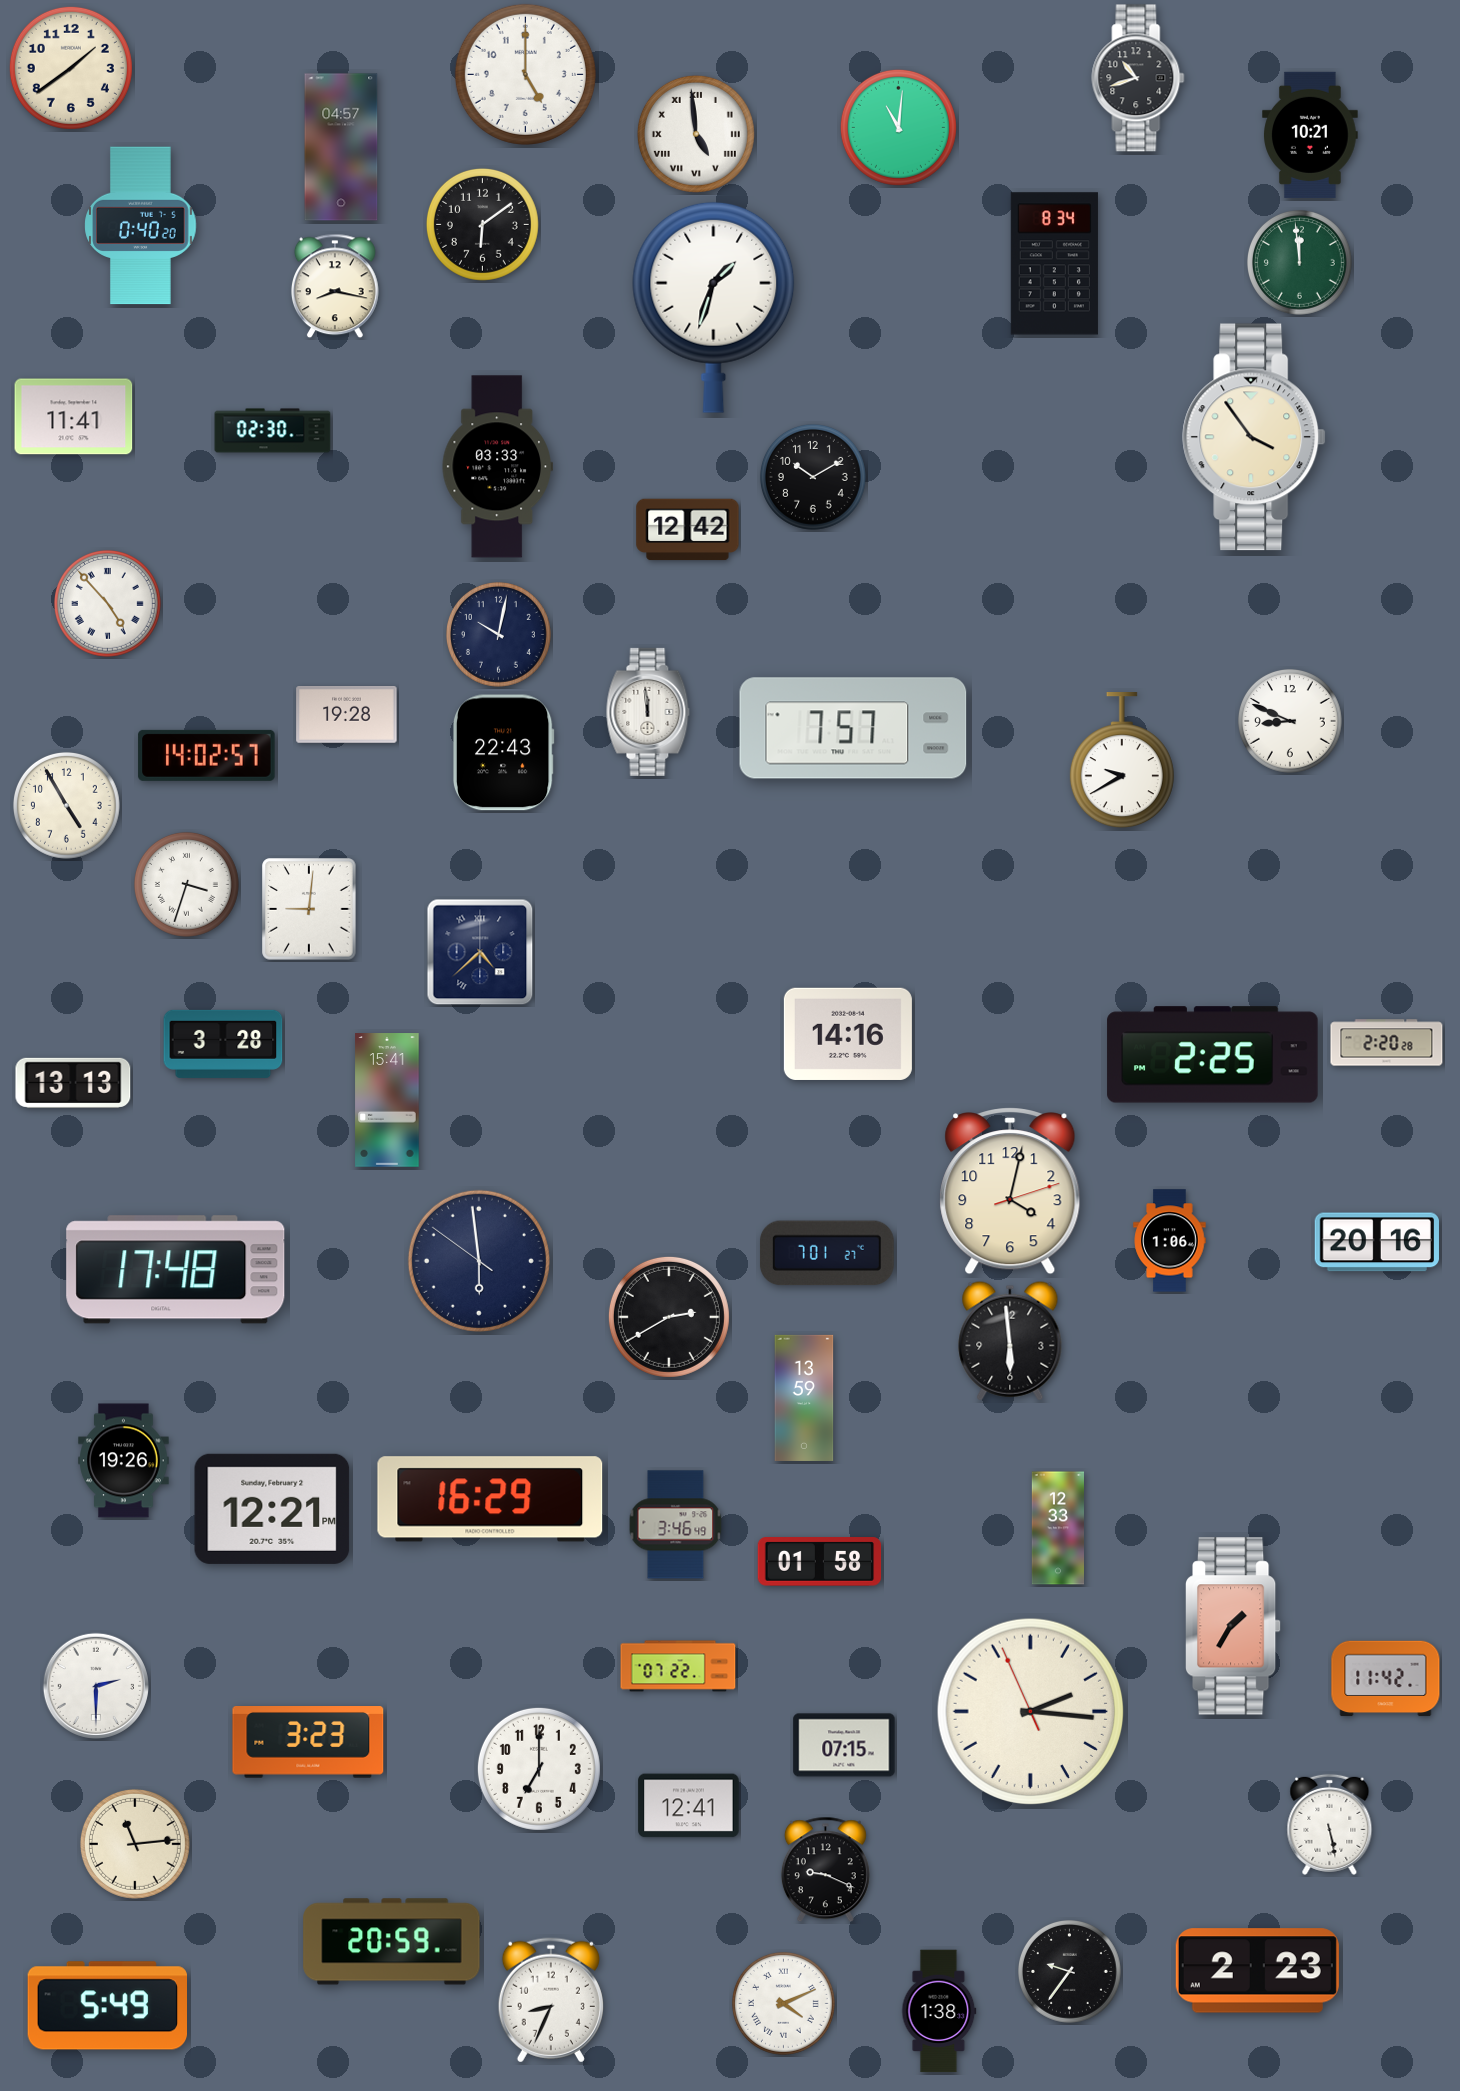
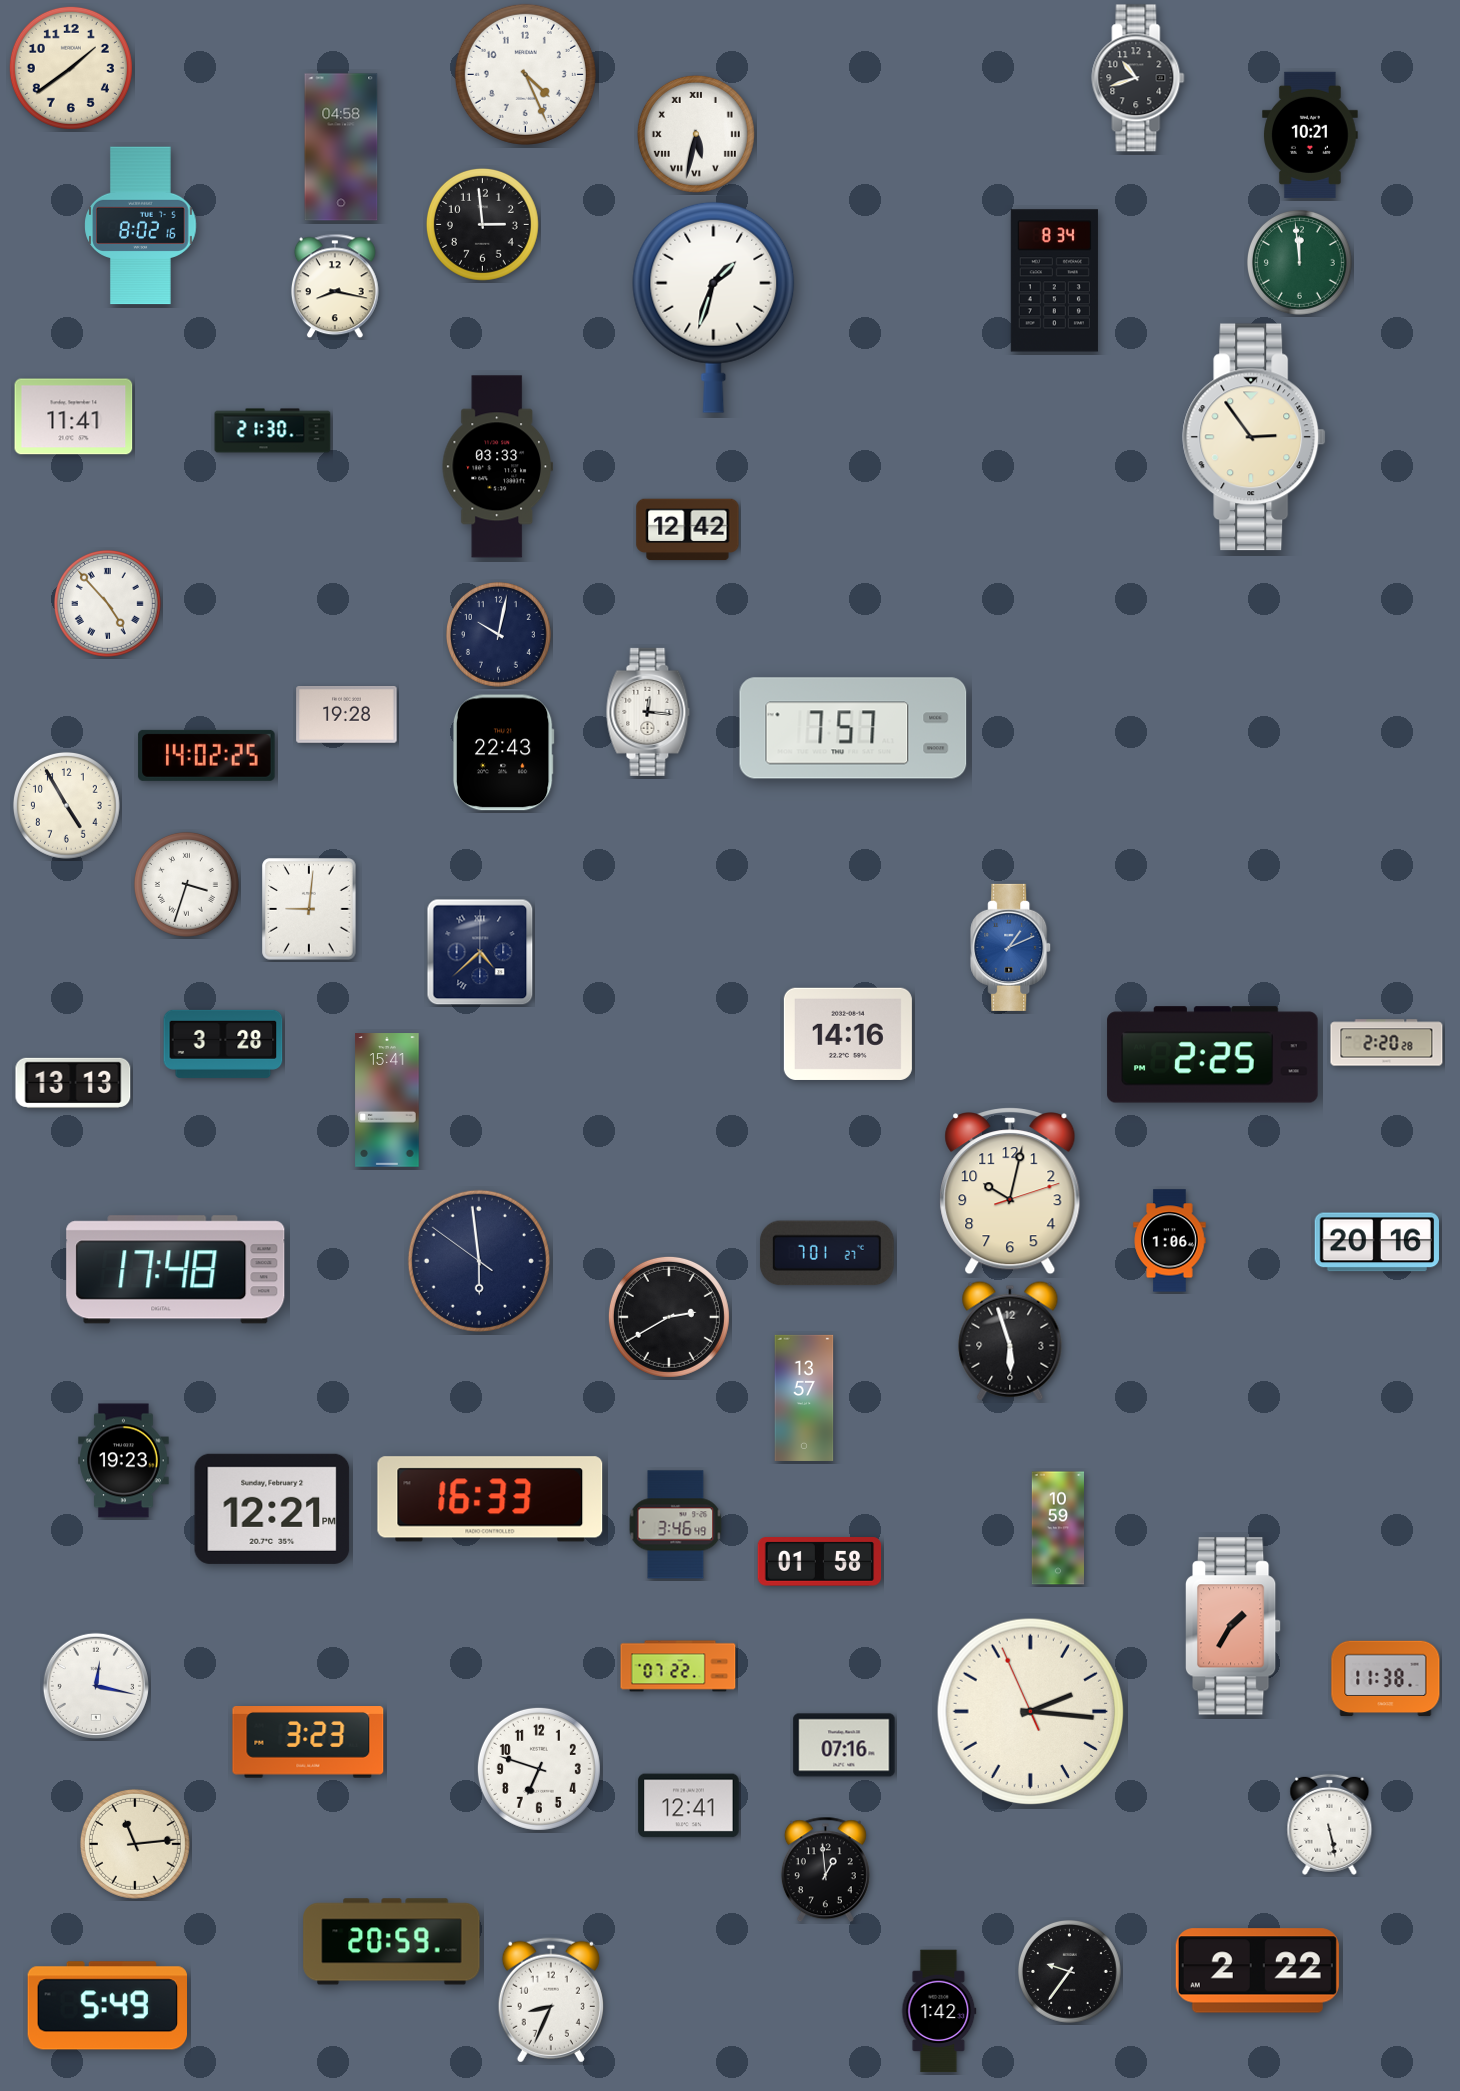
clock at (525, 74): 5:00 -> 4:26
clock at (898, 127): 11:01 -> none
clock at (696, 134): 4:59 -> 5:32
clock at (341, 147): 04:57 -> 04:58
clock at (482, 224): 6:09 -> 2:59
clock at (141, 226): 0:40 -> 8:02
clock at (1054, 264) position: (1054, 264) -> (1054, 281)
clock at (273, 431): 02:30 -> 21:30
clock at (1254, 437): 3:54 -> 2:54
clock at (813, 477): 10:10 -> none
clock at (648, 712): 11:59 -> 12:16
clock at (1290, 721): 8:49 -> none
clock at (207, 755): 14:02:57 -> 14:02:25
clock at (1122, 761): 9:40 -> none
clock at (1011, 947): none -> 1:11
clock at (1010, 1191): 4:02 -> 10:02
clock at (1010, 1341): 5:59 -> 5:57
clock at (804, 1398): 13:59 -> 13:57
clock at (124, 1461): 19:26 -> 19:23
clock at (490, 1499): 16:29 -> 16:33
clock at (1057, 1528): 12:33 -> 10:59
clock at (1386, 1679): 11:42 -> 11:38
clock at (96, 1686): 2:30 -> 12:17
clock at (844, 1745): 07:15 -> 07:16
clock at (539, 1769): 7:00 -> 6:48
clock at (825, 1870): 9:19 -> 12:59
clock at (1257, 1971): 2:23 -> 2:22
clock at (784, 2004): 4:11 -> none
clock at (939, 2011): 1:38 -> 1:42
